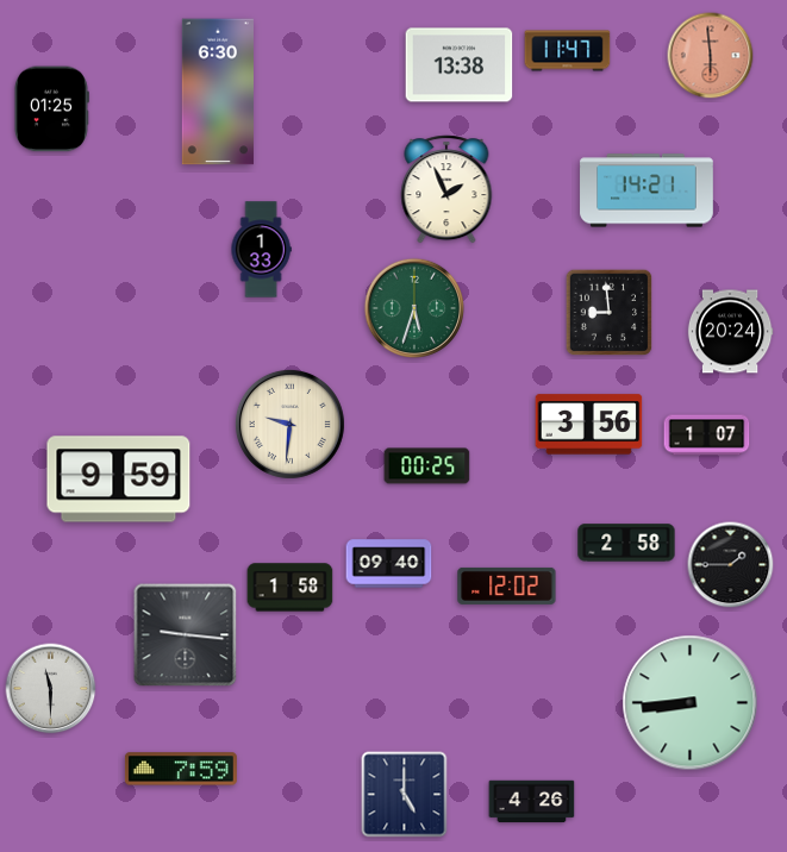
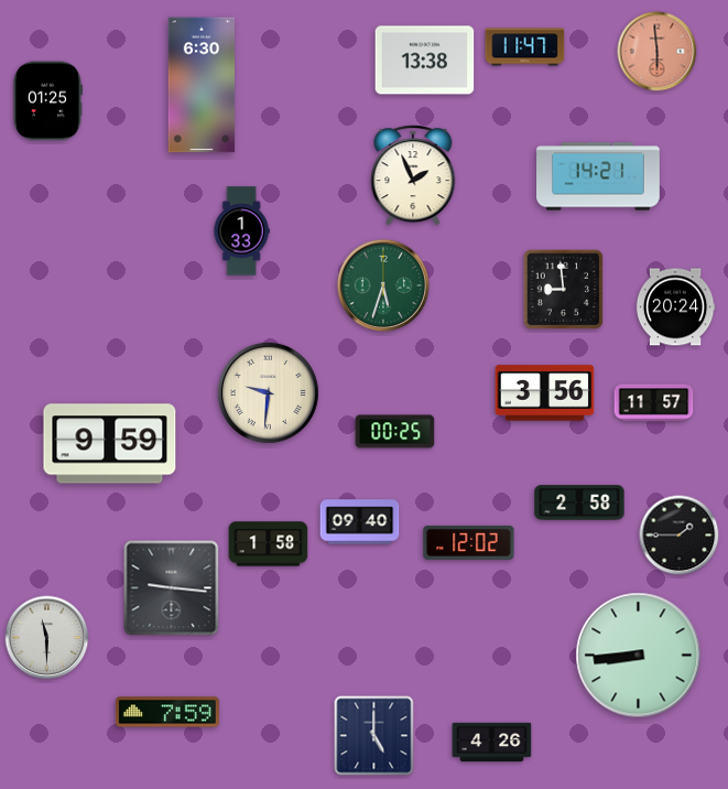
clock at (707, 436): 1:07 -> 11:57
clock at (731, 565) position: (731, 565) -> (680, 536)
clock at (691, 703) position: (691, 703) -> (639, 656)
